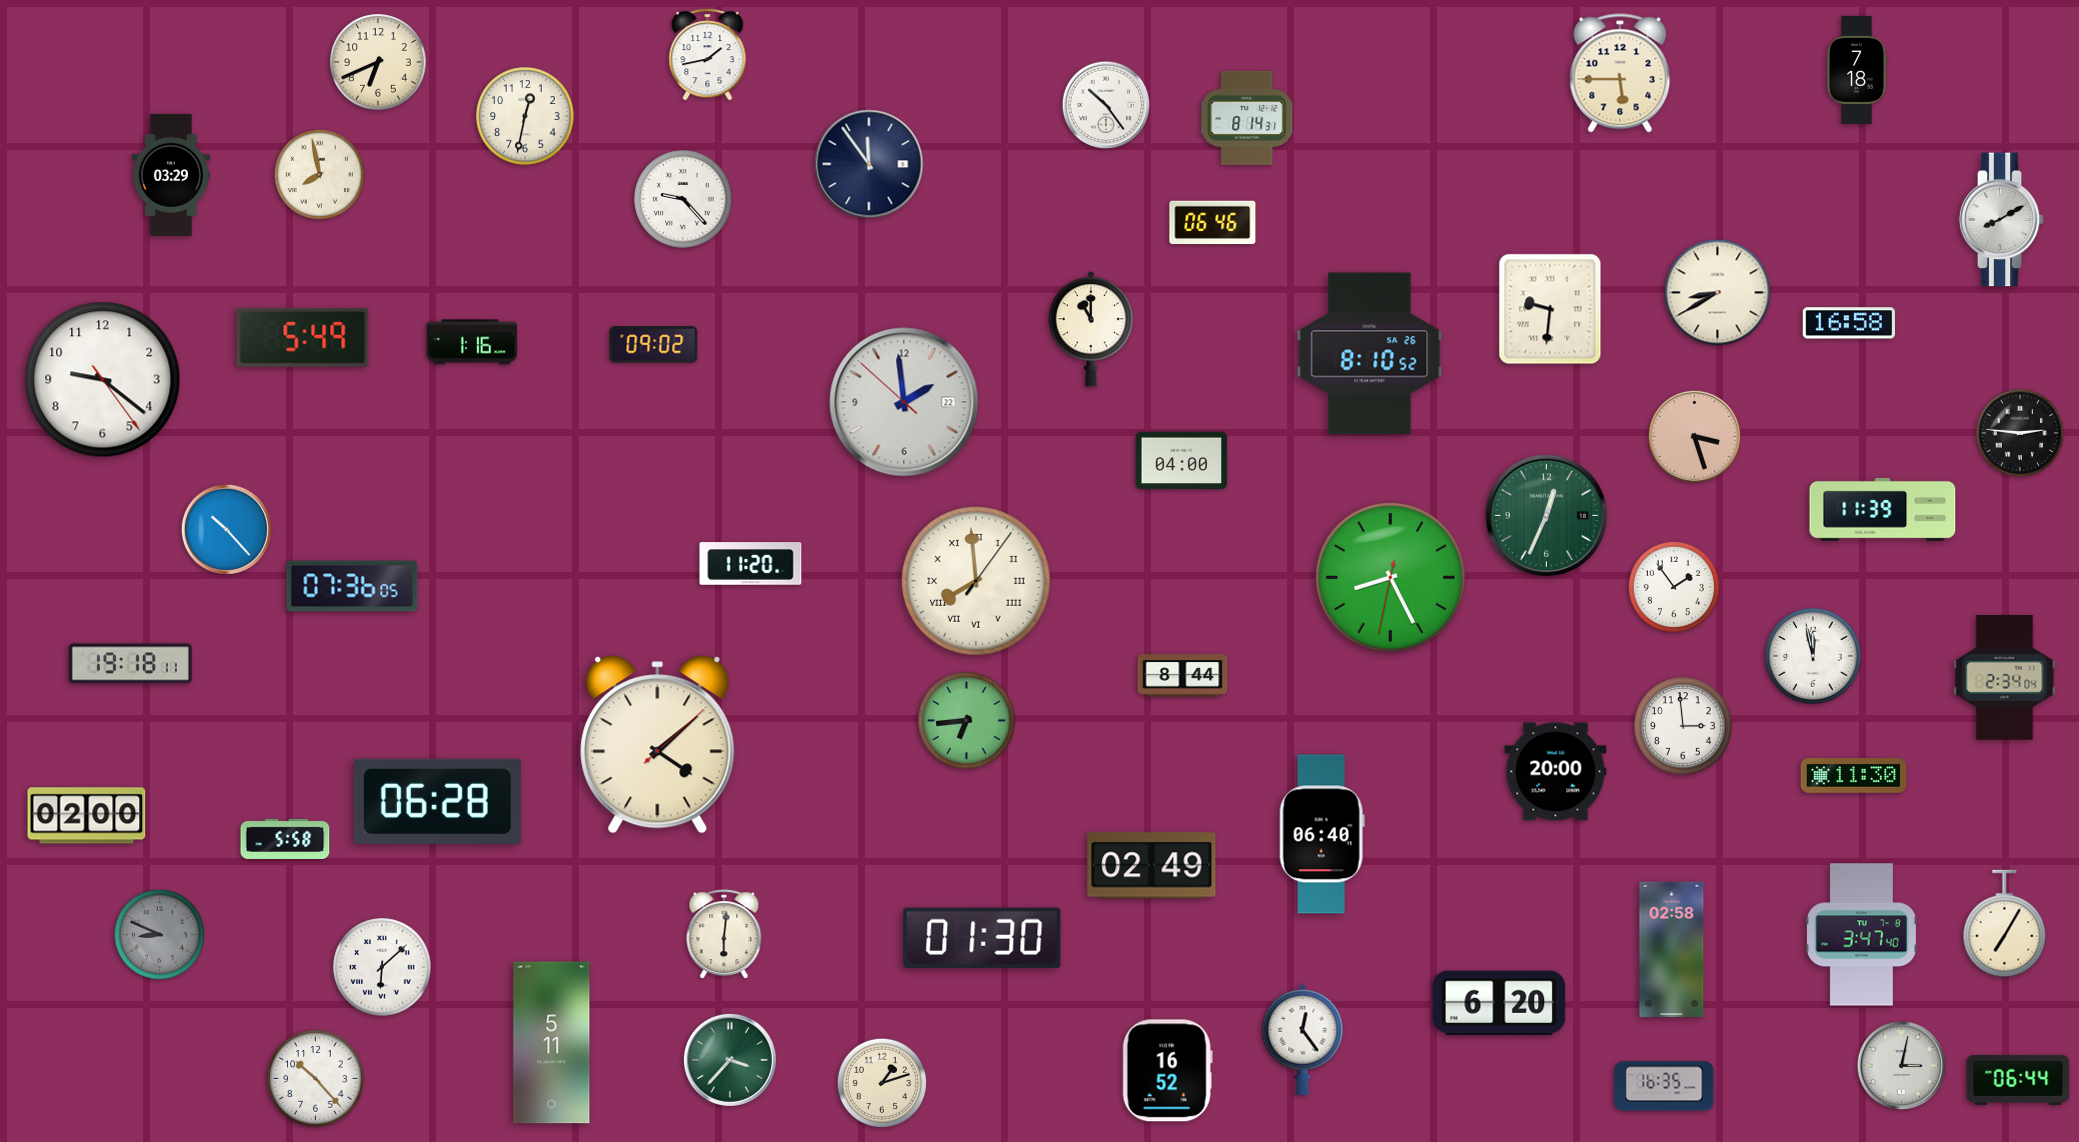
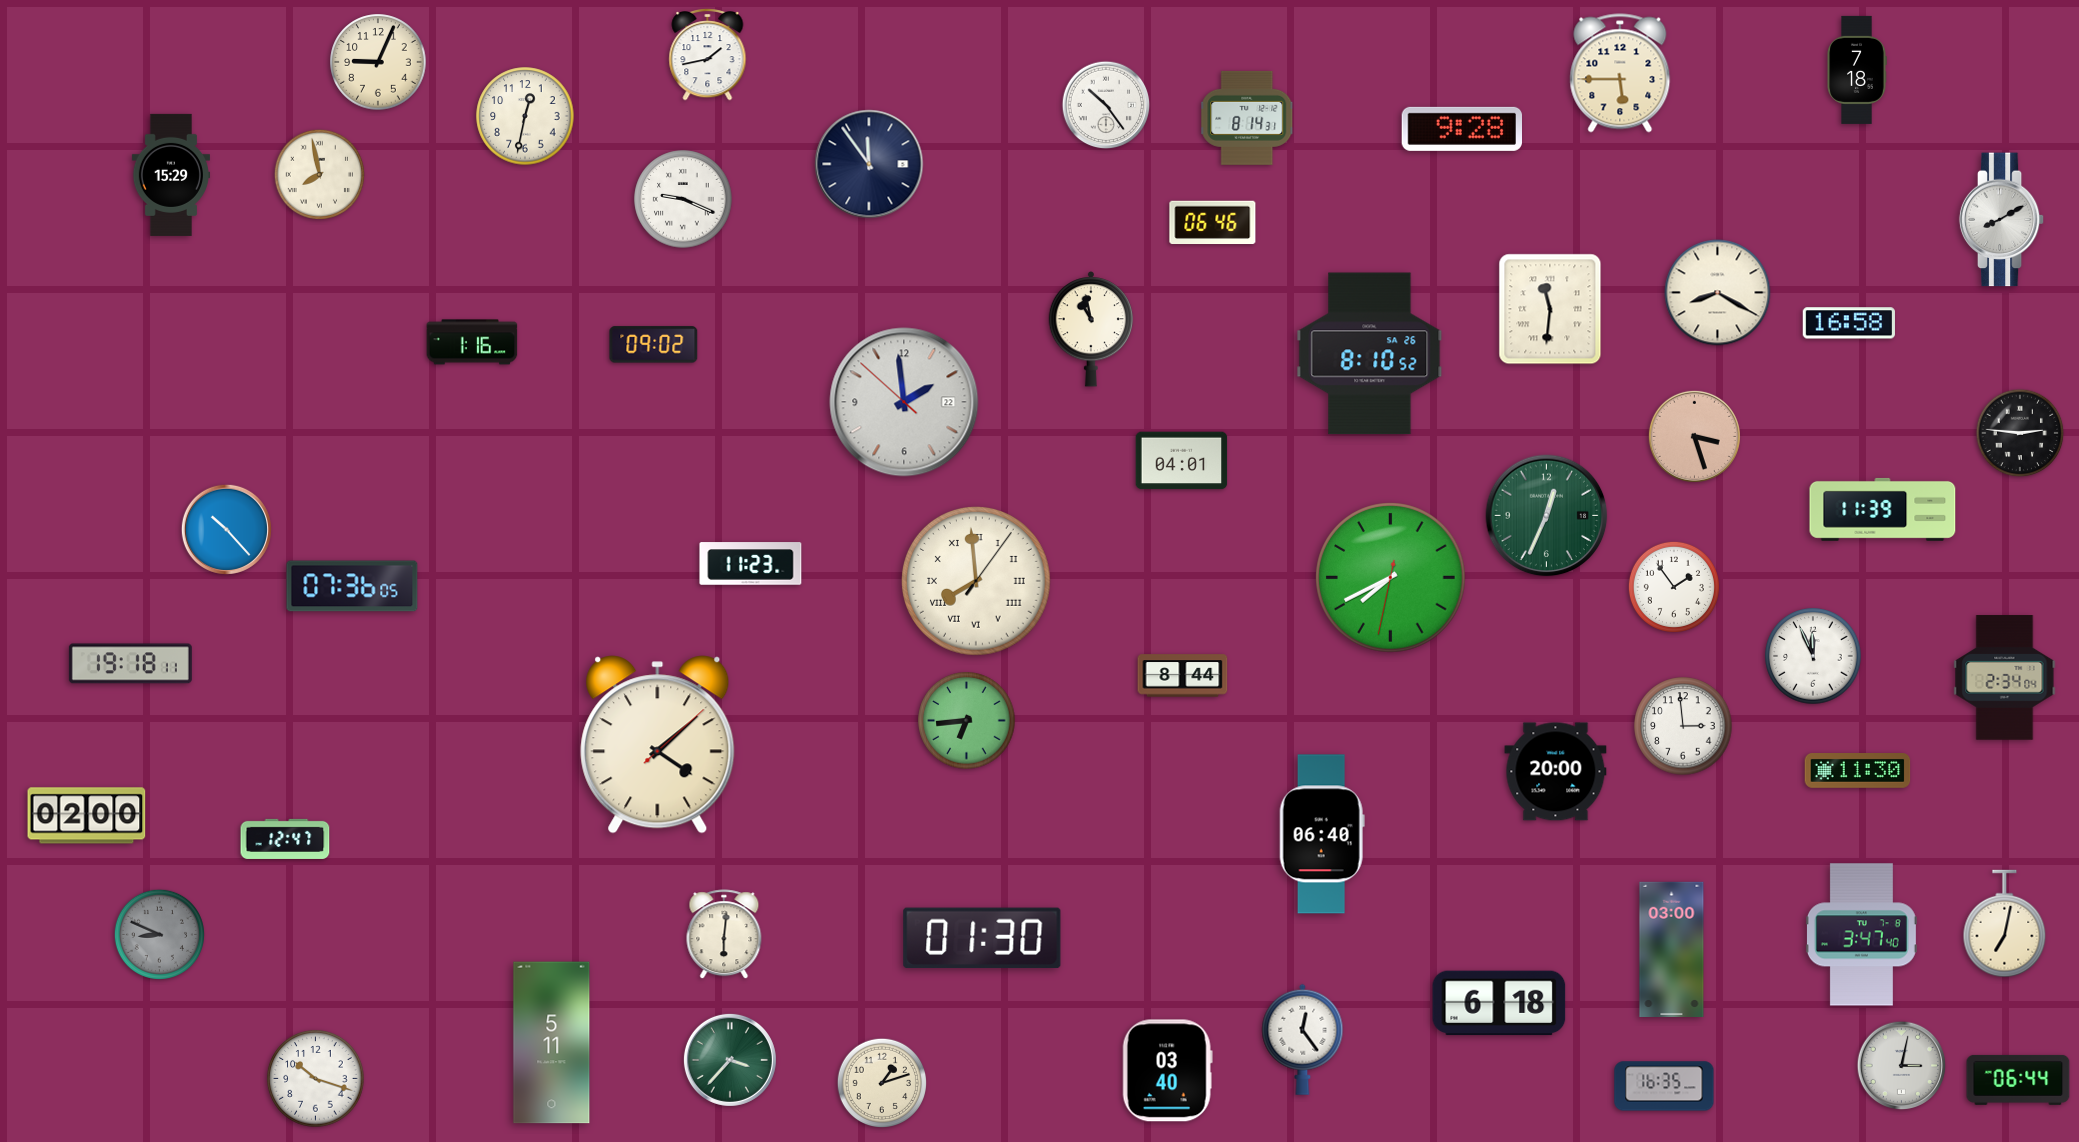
clock at (378, 62): 6:41 -> 9:04
clock at (1461, 129): none -> 9:28
clock at (170, 175): 03:29 -> 15:29
clock at (683, 199): 9:23 -> 9:19
clock at (1718, 293): 8:40 -> 8:20
clock at (1550, 309): 9:31 -> 11:31
clock at (1091, 330): 11:00 -> 10:58
clock at (303, 337): 5:49 -> none
clock at (103, 380): 9:21 -> none
clock at (1182, 461): 04:00 -> 04:01
clock at (751, 564): 11:20 -> 11:23
clock at (1391, 578): 8:25 -> 7:40
clock at (1813, 656): 11:58 -> 11:56
clock at (1854, 776) position: (1854, 776) -> (1858, 771)
clock at (437, 801): 06:28 -> none
clock at (285, 839): 5:58 -> 12:47
clock at (1152, 866): 02:49 -> none
clock at (2005, 924): 7:05 -> 7:02
clock at (1672, 949): 02:58 -> 03:00
clock at (382, 967): 6:08 -> none
clock at (1499, 1003): 6:20 -> 6:18
clock at (1167, 1071): 16:52 -> 03:40
clock at (316, 1079): 10:23 -> 10:18
